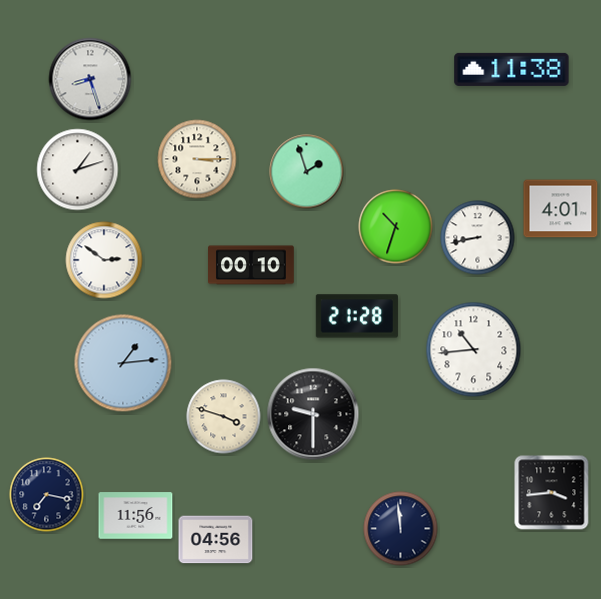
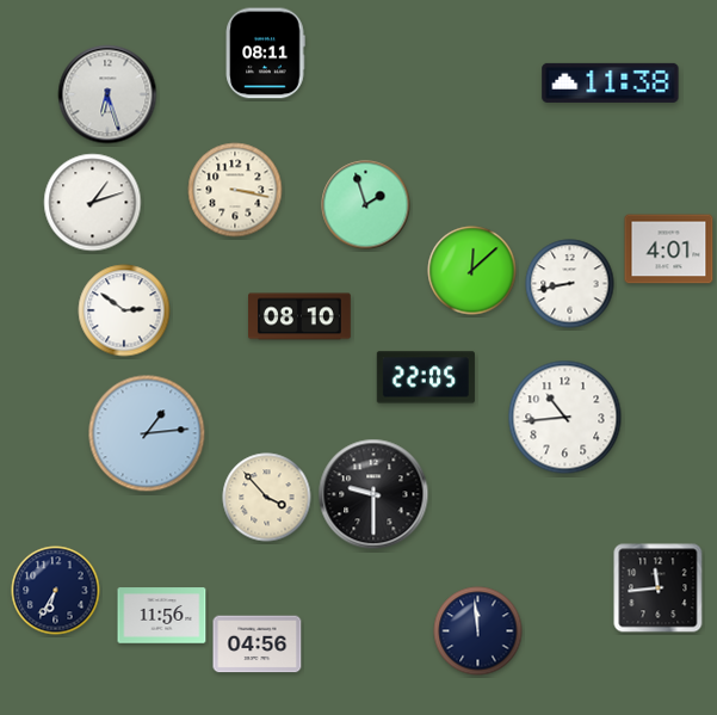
clock at (265, 54): none -> 08:11
clock at (90, 79): 8:27 -> 6:27
clock at (197, 159): 3:15 -> 3:17
clock at (396, 227): 10:33 -> 12:08
clock at (252, 265): 00:10 -> 08:10
clock at (357, 316): 21:28 -> 22:05
clock at (224, 417): 3:48 -> 3:53
clock at (552, 493): 3:44 -> 11:44
clock at (47, 495): 7:17 -> 6:35
